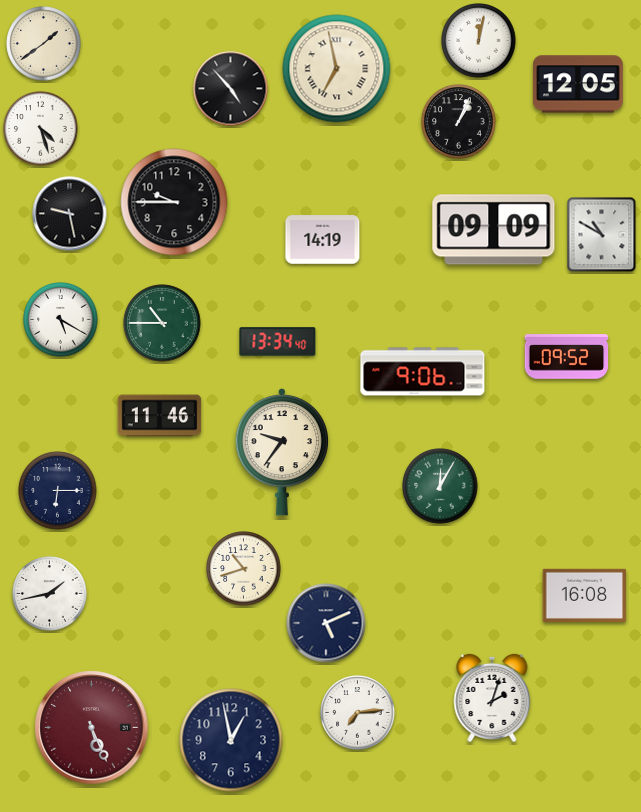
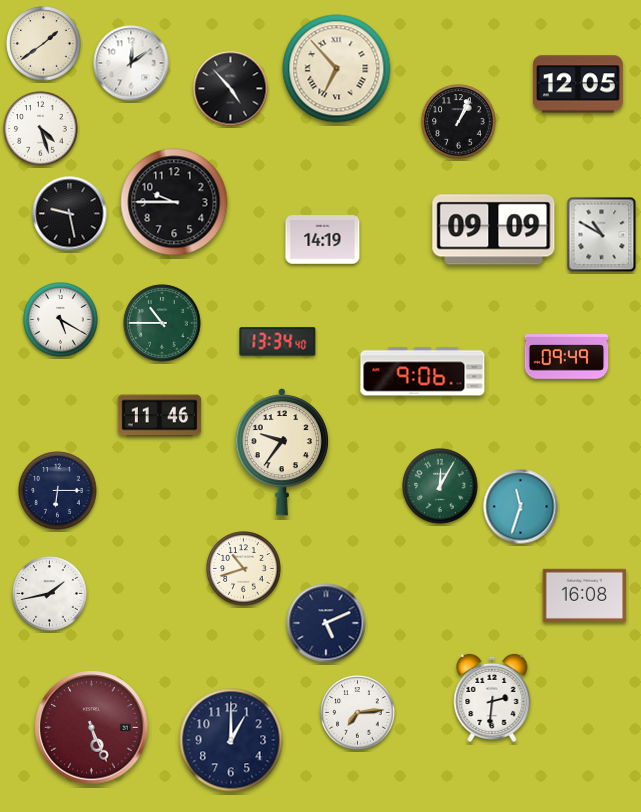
clock at (479, 41): 12:02 -> none
clock at (131, 63): none -> 12:09
clock at (337, 69): 6:58 -> 6:53
clock at (567, 357): 09:52 -> 09:49
clock at (521, 507): none -> 11:33
clock at (492, 698): 2:03 -> 2:31
clock at (231, 740): 12:58 -> 1:00
